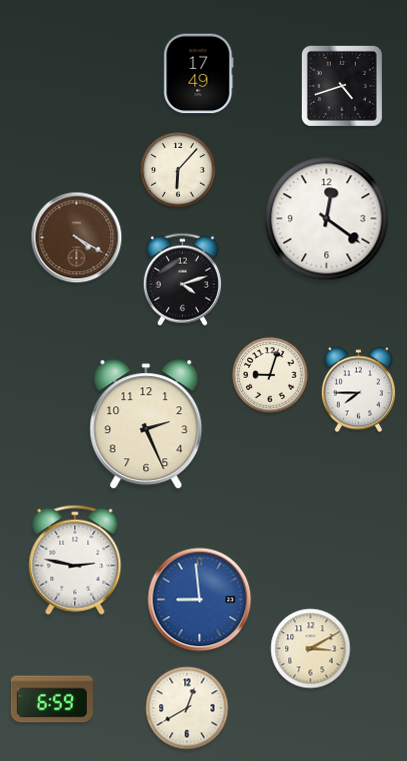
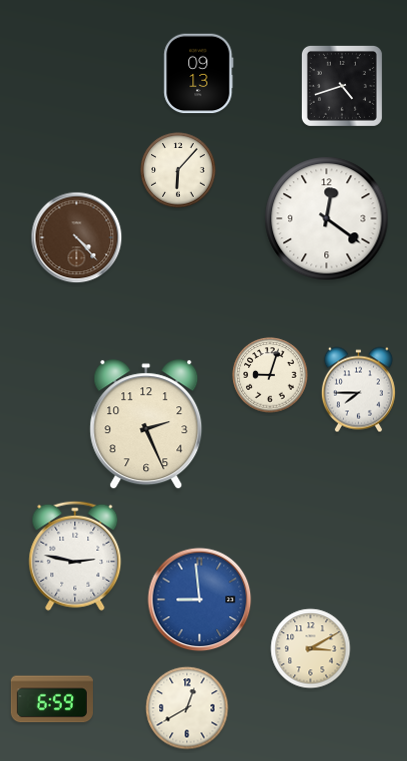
clock at (199, 74): 17:49 -> 09:13
clock at (77, 238): 4:20 -> 4:23
clock at (182, 279): 4:12 -> none
clock at (75, 560) position: (75, 560) -> (75, 556)
